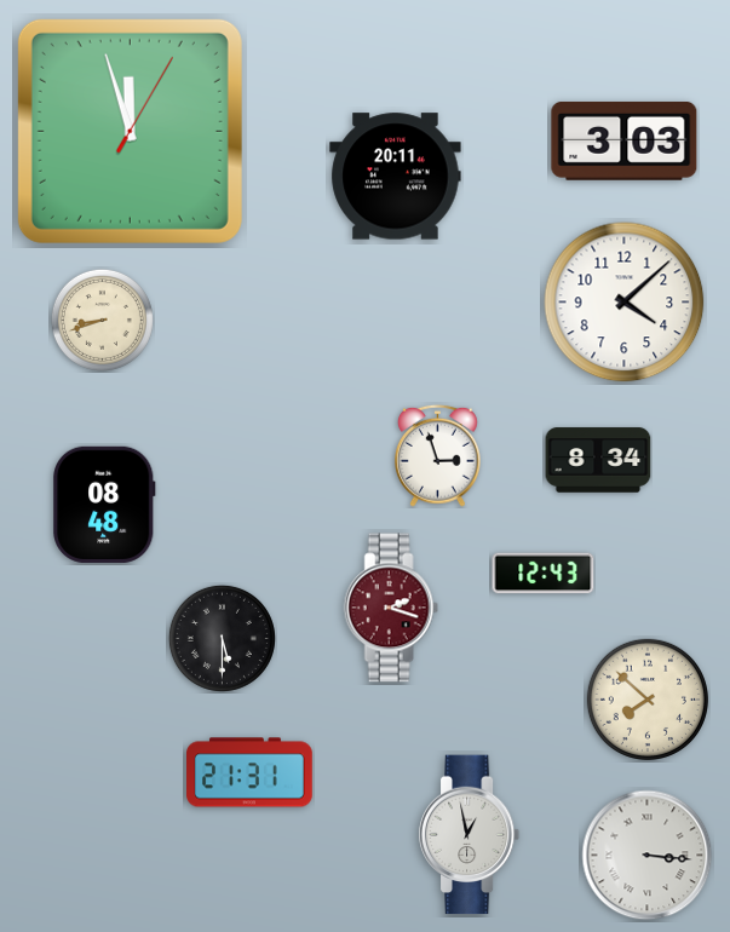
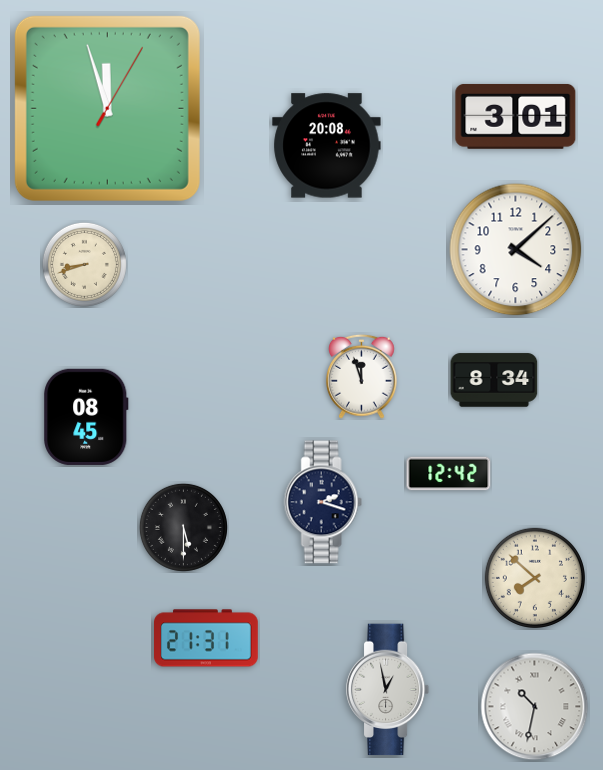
clock at (625, 140): 3:03 -> 3:01
clock at (396, 177): 20:11 -> 20:08
clock at (438, 455): 2:57 -> 11:57
clock at (104, 505): 08:48 -> 08:45
clock at (544, 574): 12:43 -> 12:42
clock at (391, 608) dial: burgundy -> navy
clock at (648, 856): 3:16 -> 10:32
